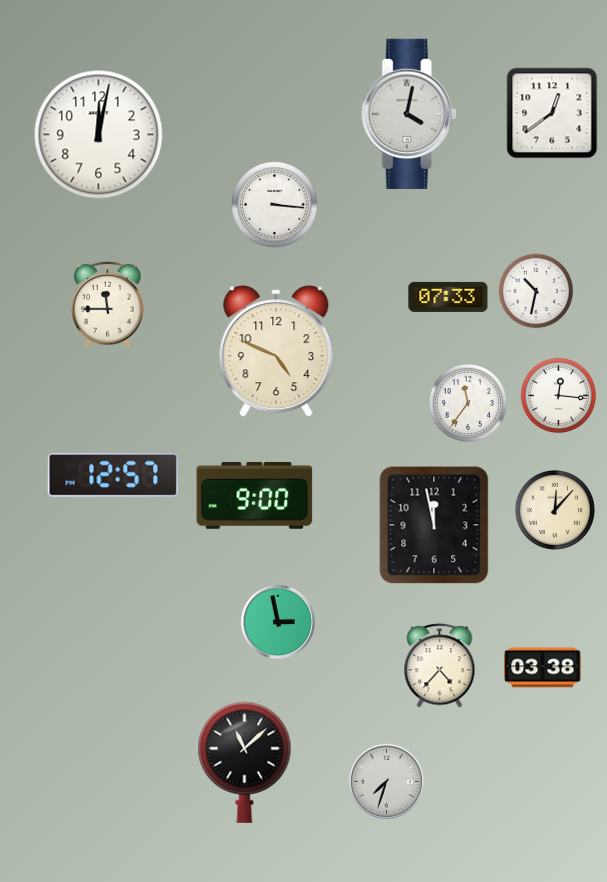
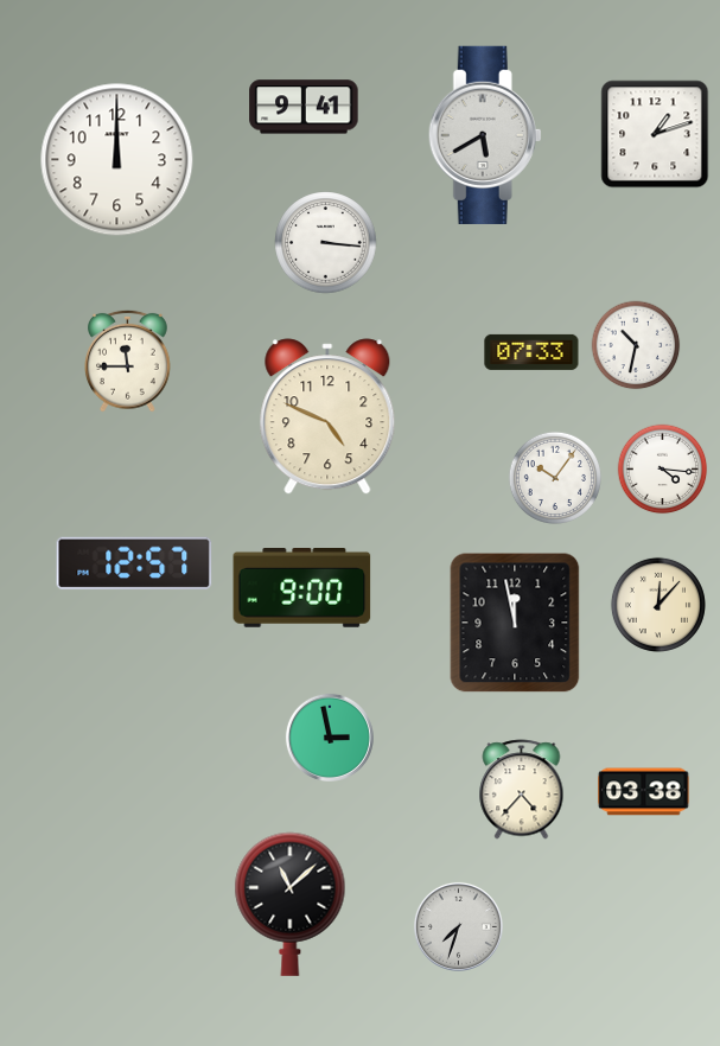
clock at (304, 107): none -> 9:41
clock at (552, 113): 12:39 -> 1:12
clock at (409, 114): 4:02 -> 5:40
clock at (99, 135): 12:02 -> 12:00
clock at (559, 396): 12:16 -> 4:16
clock at (467, 402): 11:36 -> 10:06
